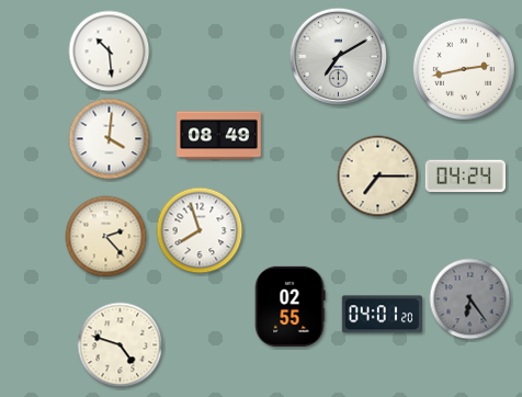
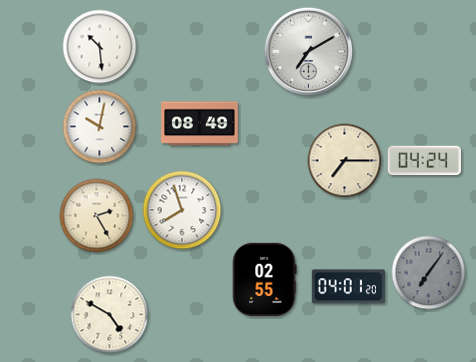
clock at (464, 69): 2:43 -> none
clock at (110, 139): 4:01 -> 10:02
clock at (106, 237): 2:23 -> 2:25
clock at (470, 299): 6:24 -> 7:06
clock at (121, 345): 4:48 -> 4:50
